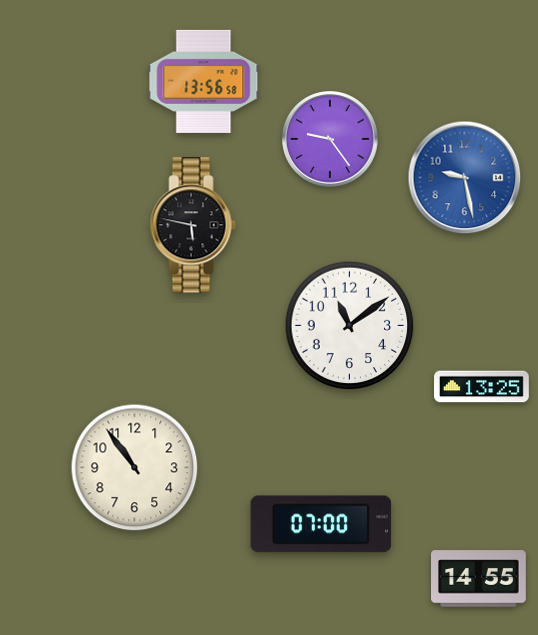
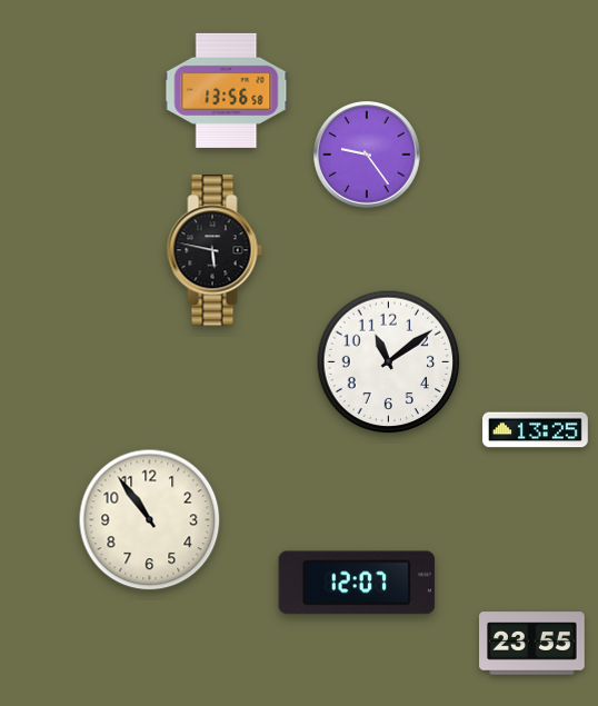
clock at (465, 178): 9:28 -> none
clock at (321, 524): 07:00 -> 12:07
clock at (479, 579): 14:55 -> 23:55
